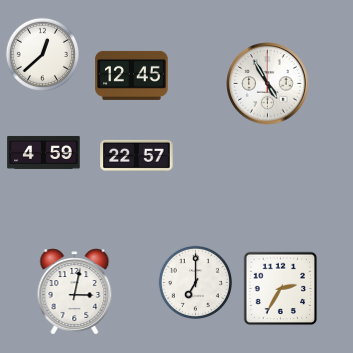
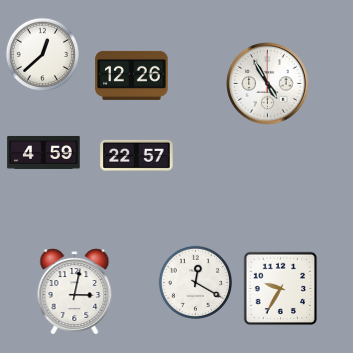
clock at (132, 75): 12:45 -> 12:26
clock at (195, 282): 7:00 -> 12:20
clock at (281, 289): 2:35 -> 9:35
